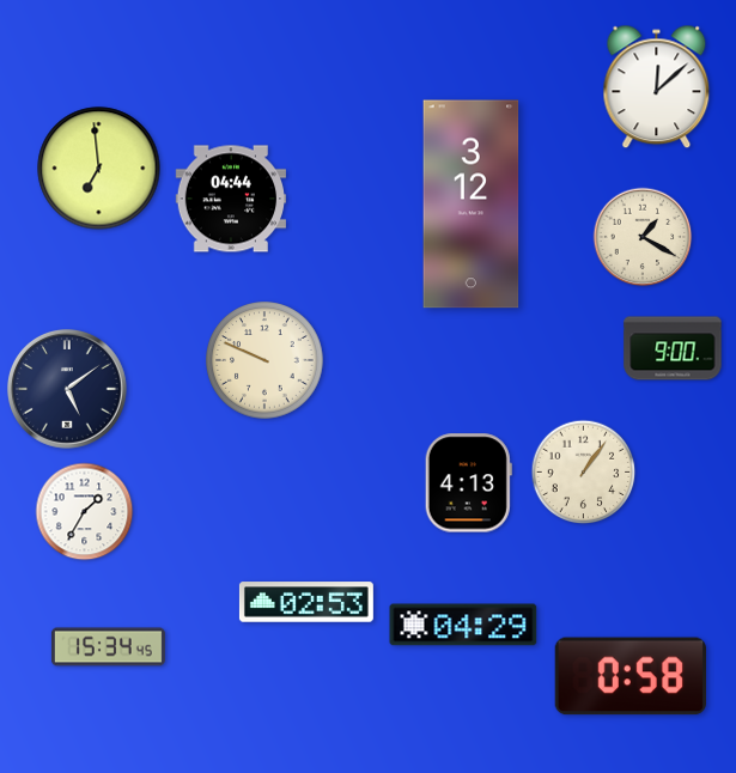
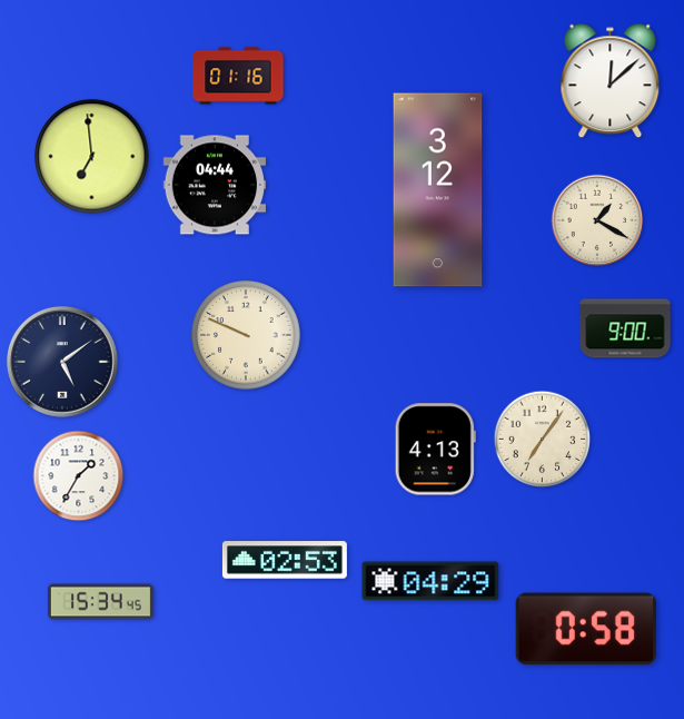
clock at (238, 76): none -> 01:16
clock at (673, 348) position: (673, 348) -> (625, 328)
clock at (584, 473): 1:06 -> 7:06
